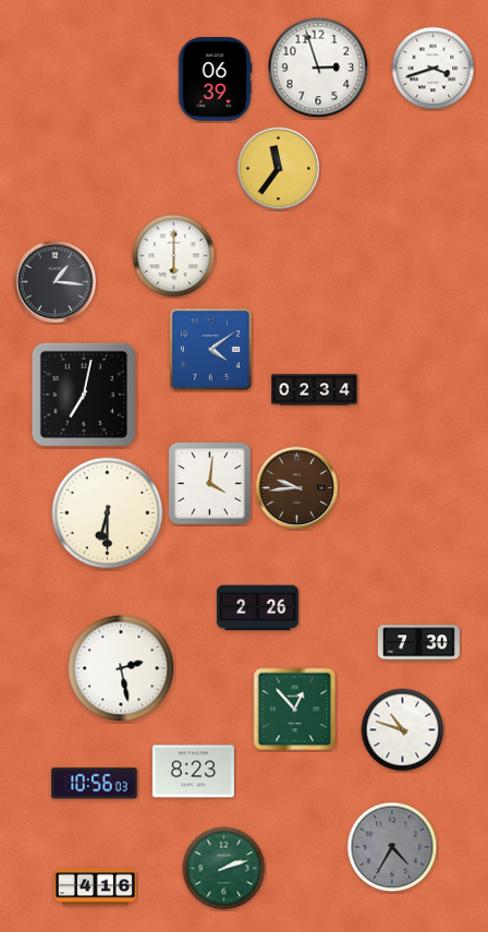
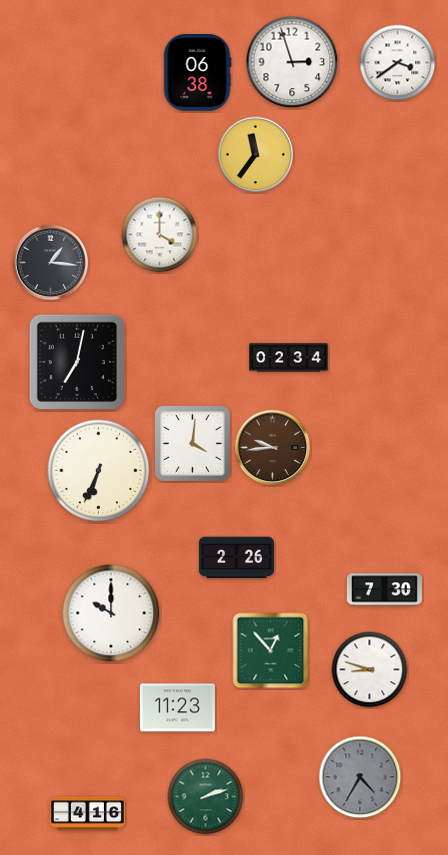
clock at (434, 69): 3:42 -> 3:39
clock at (215, 80): 06:39 -> 06:38
clock at (174, 256): 6:00 -> 4:00
clock at (56, 282) position: (56, 282) -> (51, 263)
clock at (211, 350): 4:09 -> none
clock at (108, 513): 6:30 -> 6:34
clock at (121, 668): 2:28 -> 10:00
clock at (403, 730): 10:48 -> 8:48
clock at (193, 772): 8:23 -> 11:23
clock at (95, 784): 10:56 -> none
